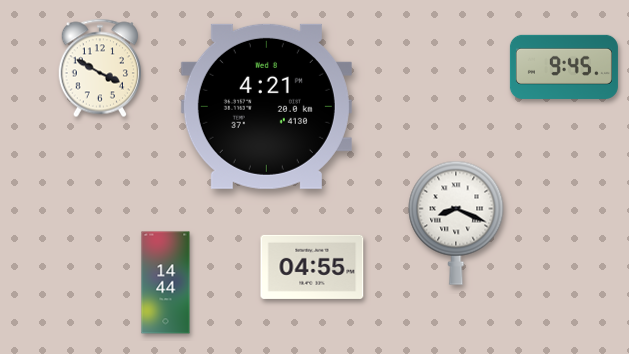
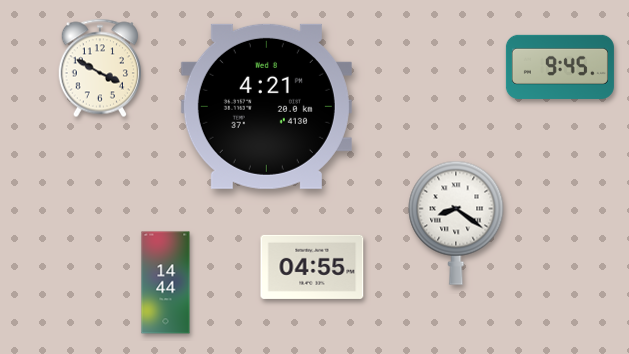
clock at (564, 67) position: (564, 67) -> (560, 67)
clock at (456, 223): 8:19 -> 8:21
